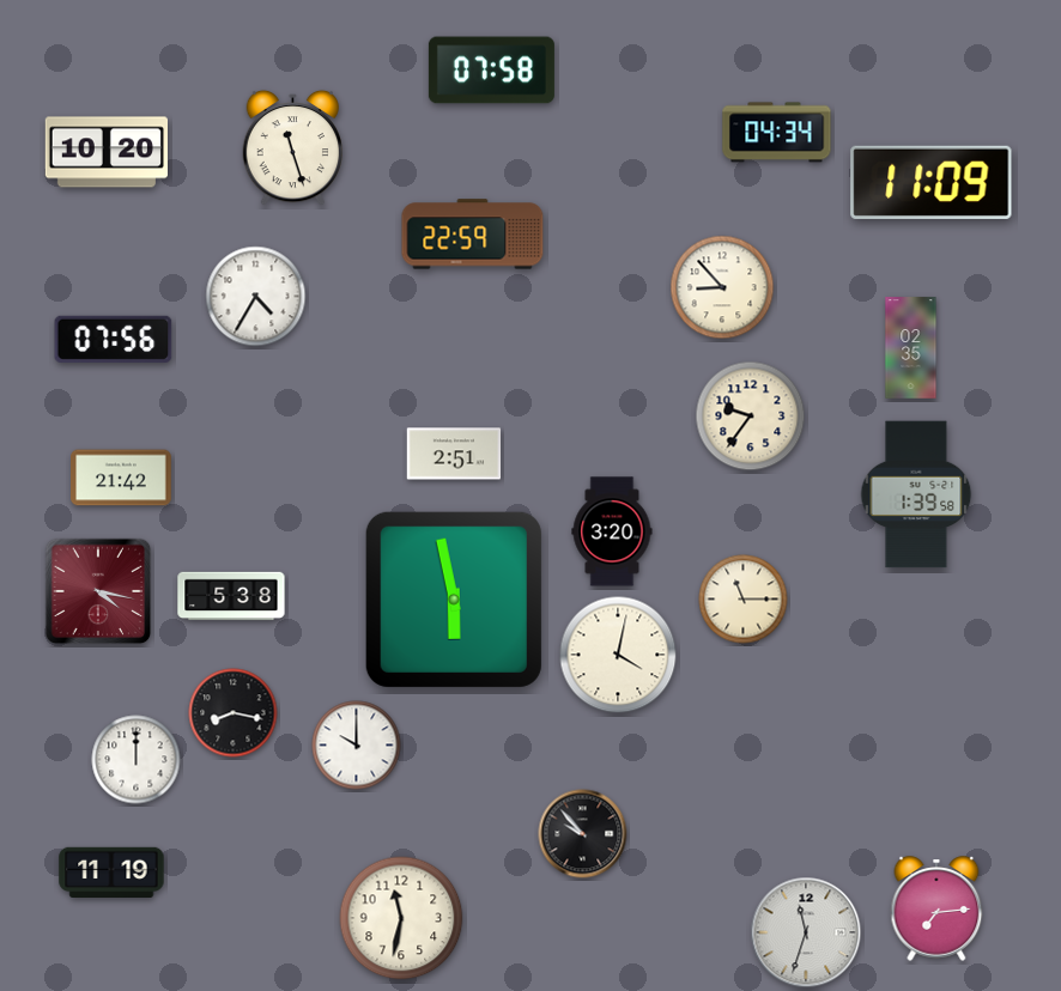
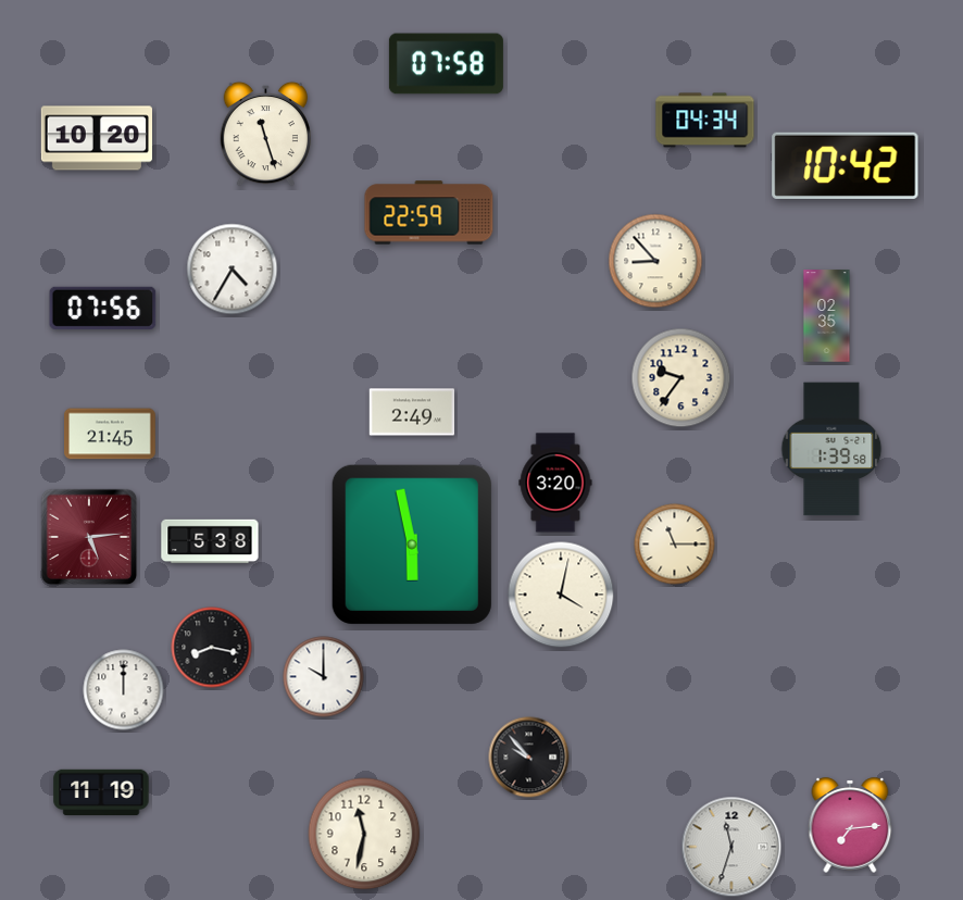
clock at (932, 182): 11:09 -> 10:42
clock at (454, 454): 2:51 -> 2:49
clock at (121, 478): 21:42 -> 21:45
clock at (98, 591): 4:17 -> 5:14
